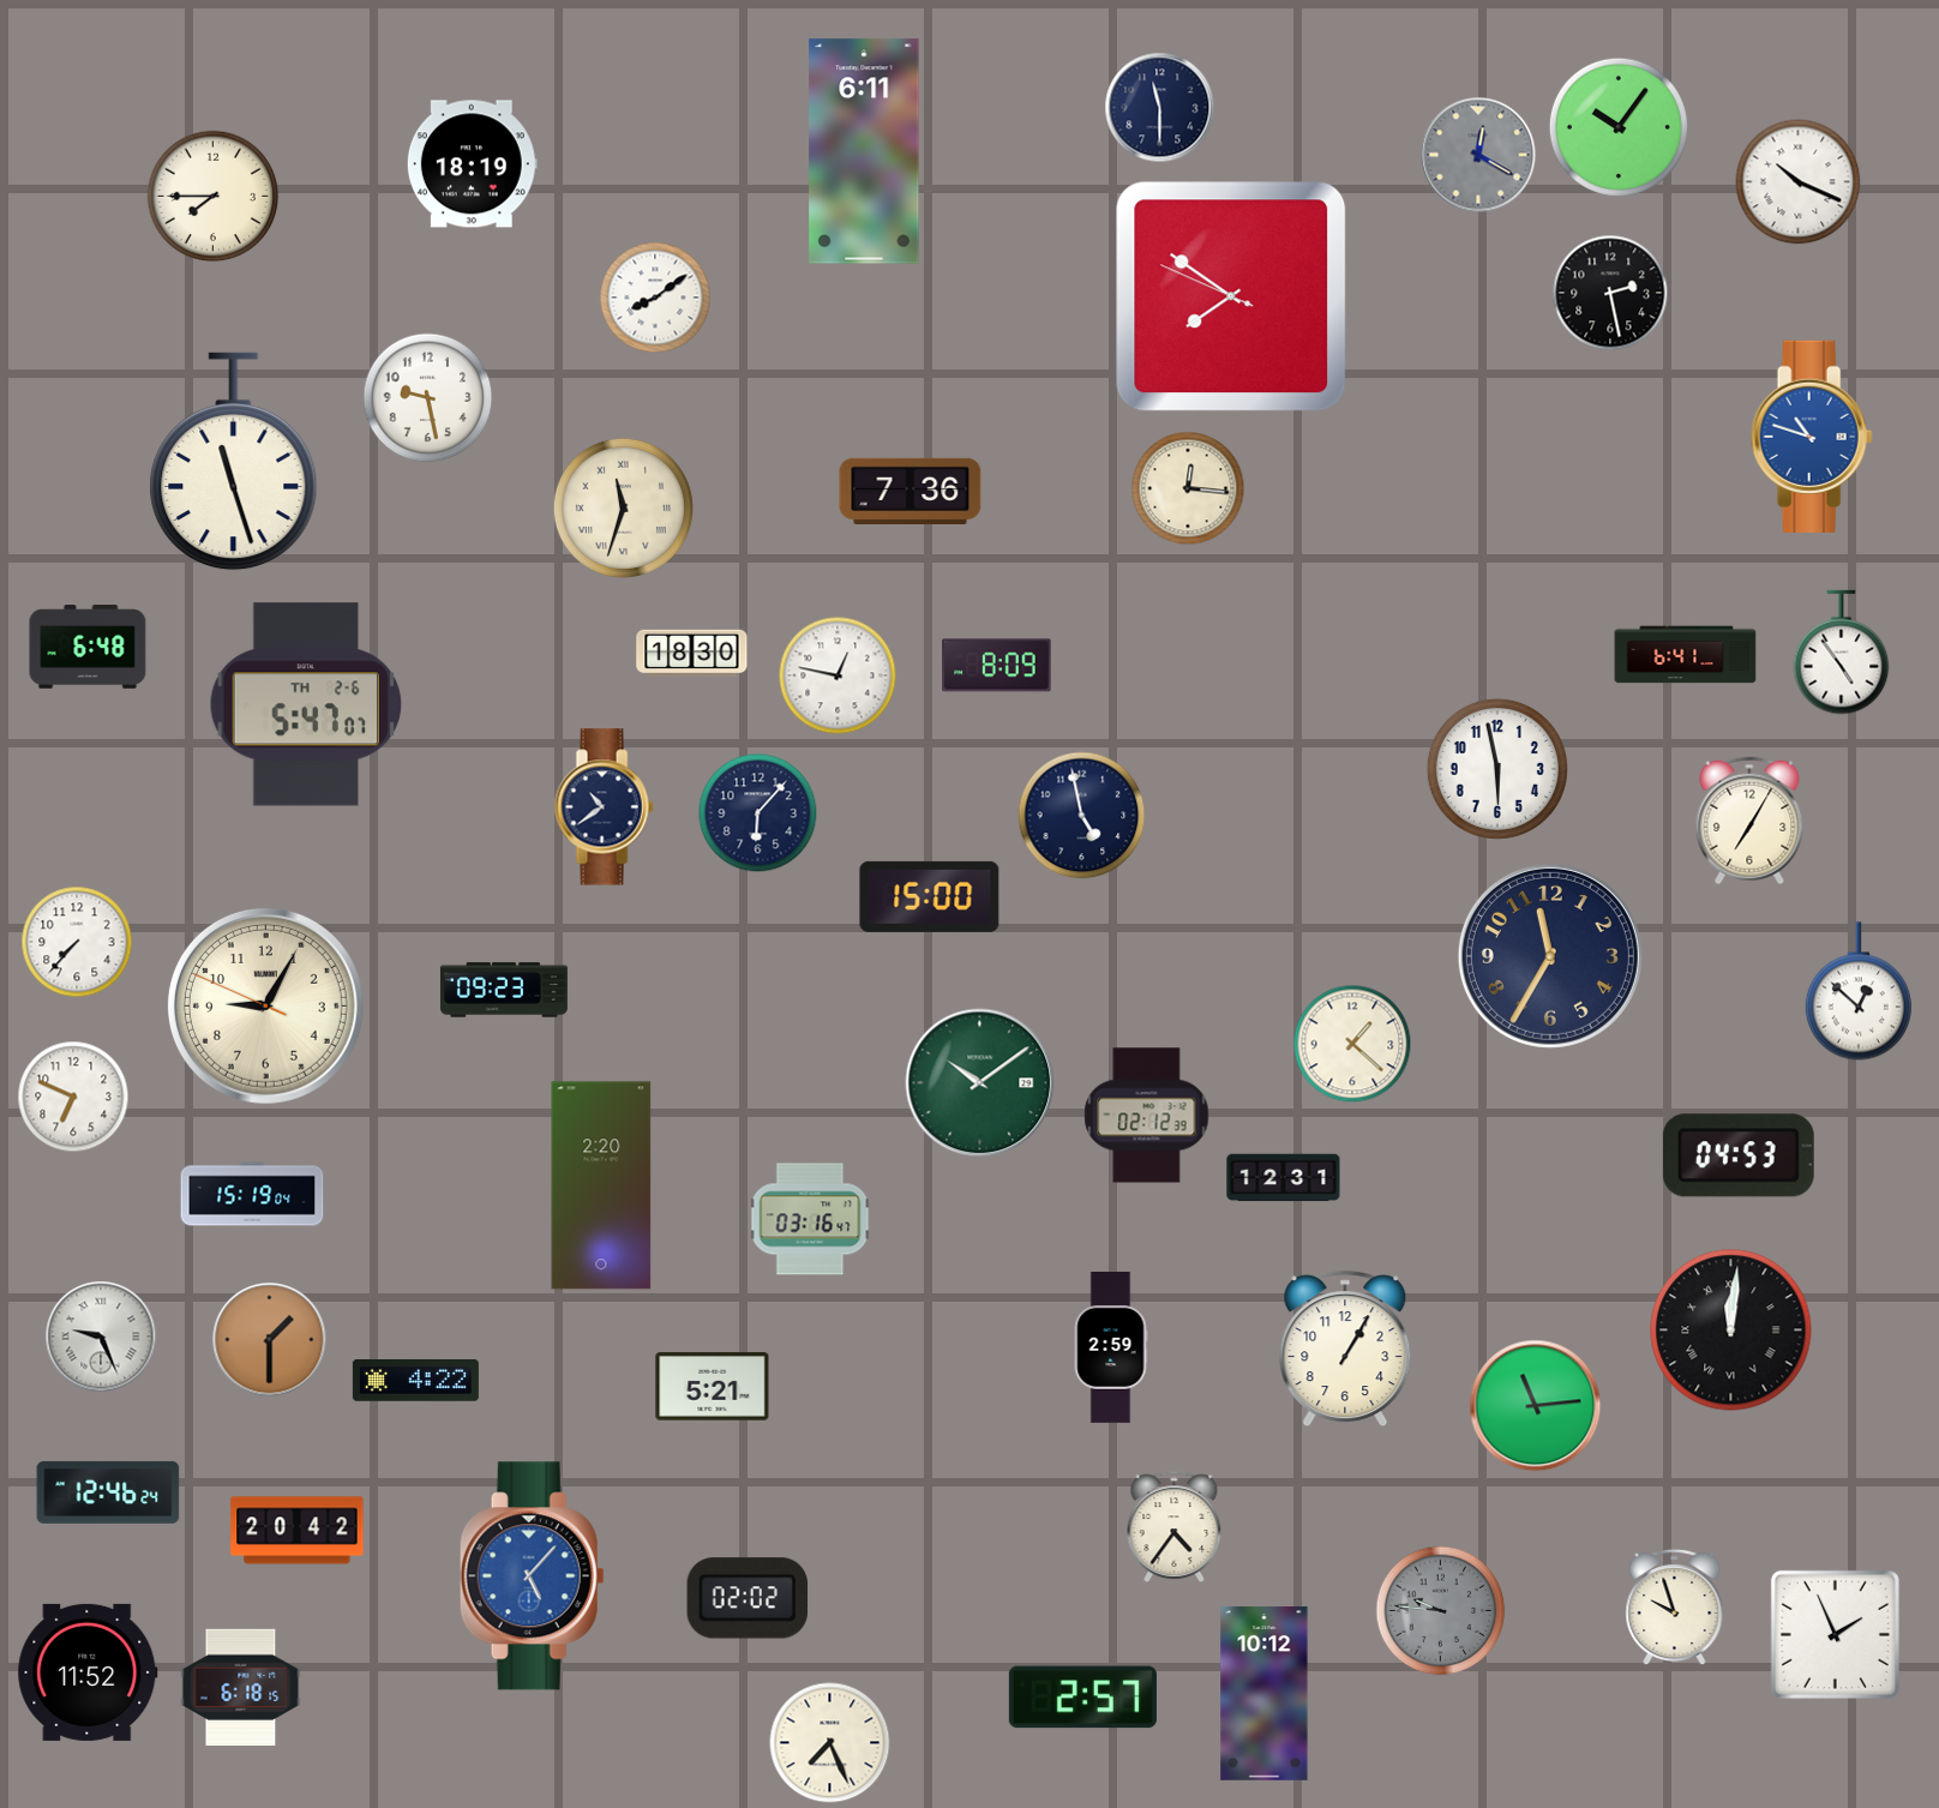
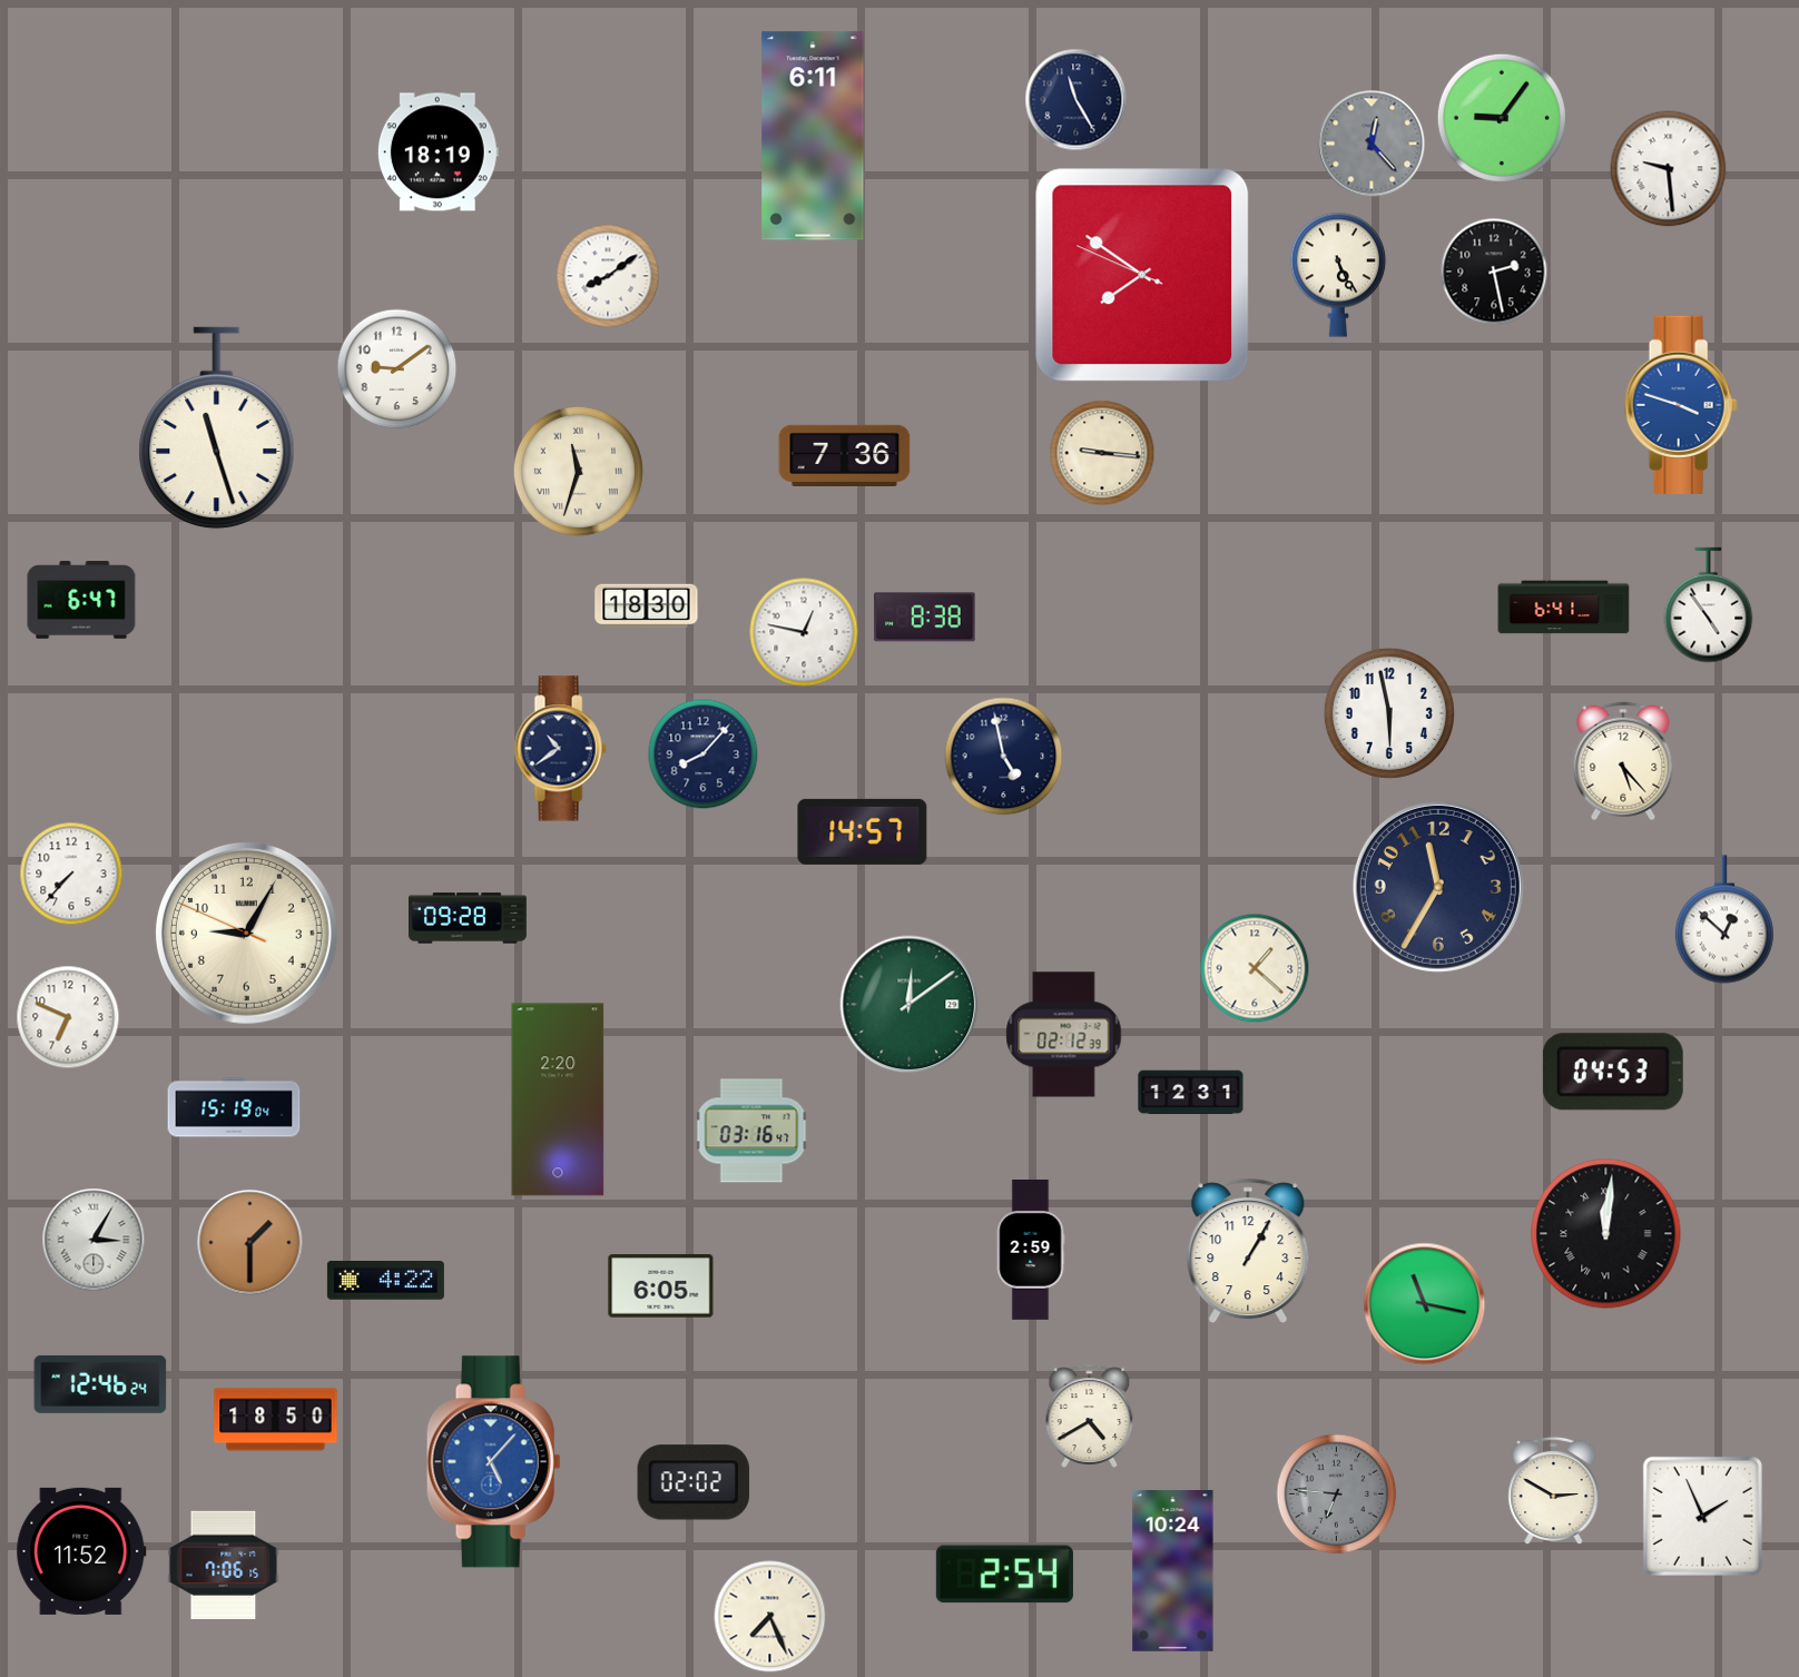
clock at (1160, 108): 11:30 -> 11:25
clock at (1619, 127): 10:06 -> 9:06
clock at (864, 151) position: (864, 151) -> (813, 136)
clock at (1478, 155): 12:20 -> 12:23
clock at (1799, 182): 10:19 -> 9:29
clock at (214, 197): 7:45 -> none
clock at (1338, 275): none -> 5:26
clock at (428, 398): 9:28 -> 9:09
clock at (1812, 437): 10:48 -> 3:48
clock at (1188, 488): 12:16 -> 9:16
clock at (88, 647): 6:48 -> 6:47
clock at (692, 654) position: (692, 654) -> (647, 606)
clock at (997, 666): 8:09 -> 8:38
clock at (838, 675) position: (838, 675) -> (804, 632)
clock at (306, 704): 5:47 -> none
clock at (758, 813): 6:07 -> 8:07
clock at (1749, 821): 7:05 -> 5:23
clock at (930, 896): 15:00 -> 14:57
clock at (504, 990): 09:23 -> 09:28
clock at (980, 1083): 10:09 -> 12:09
clock at (101, 1337): 9:26 -> 3:05
clock at (713, 1387): 5:21 -> 6:05
clock at (1536, 1406): 11:14 -> 11:17
clock at (1175, 1526): 4:36 -> 4:40
clock at (298, 1531): 20:42 -> 18:50
clock at (1675, 1608): 9:57 -> 2:50
clock at (1441, 1611): 9:46 -> 6:46
clock at (241, 1687): 6:18 -> 7:06
clock at (1265, 1693): 10:12 -> 10:24
clock at (1082, 1698): 2:57 -> 2:54
